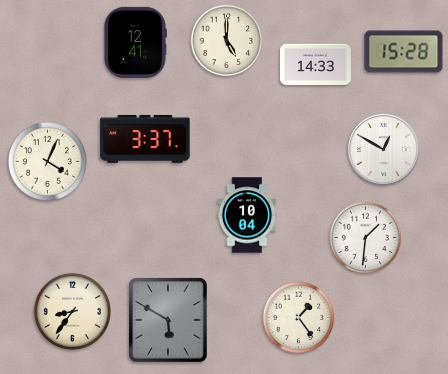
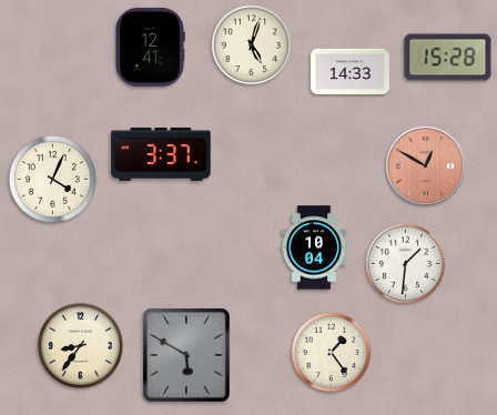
clock at (227, 41): 5:00 -> 5:03
clock at (383, 149) dial: white -> salmon
clock at (247, 215) position: (247, 215) -> (314, 247)
